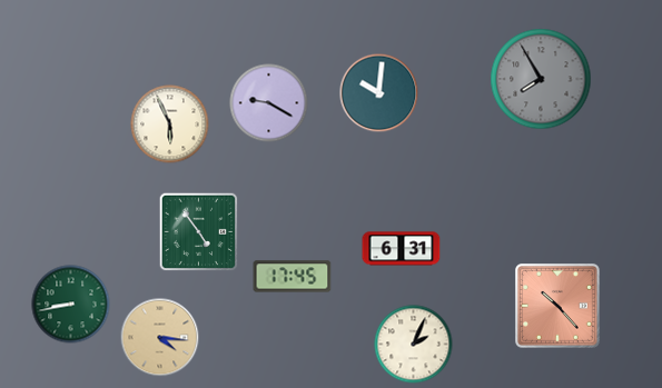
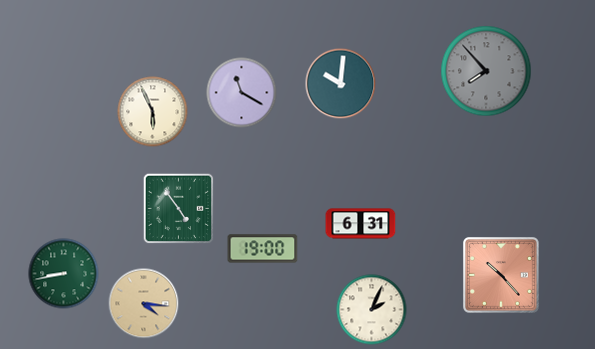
clock at (541, 79): 7:55 -> 7:53
clock at (269, 103): 9:20 -> 11:20
clock at (293, 277): 17:45 -> 19:00
